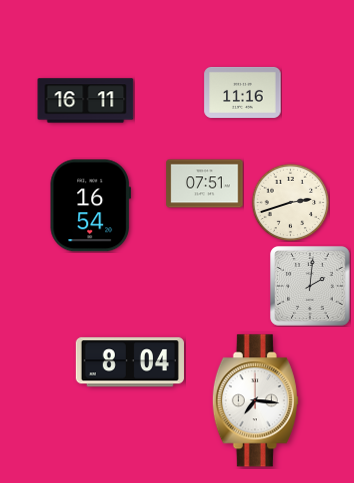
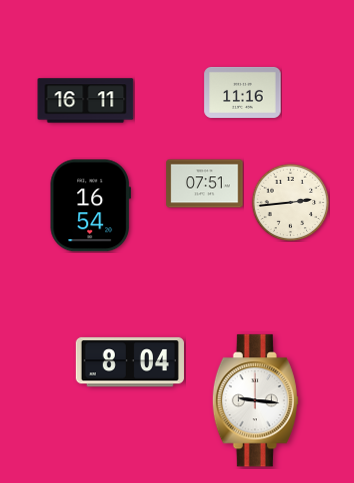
clock at (290, 202): 2:42 -> 2:44
clock at (310, 286): 2:01 -> none
clock at (255, 401): 7:16 -> 9:16
